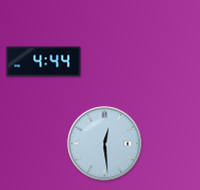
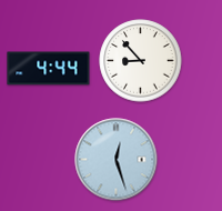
clock at (141, 61): none -> 8:53
clock at (105, 144): 12:29 -> 12:27
